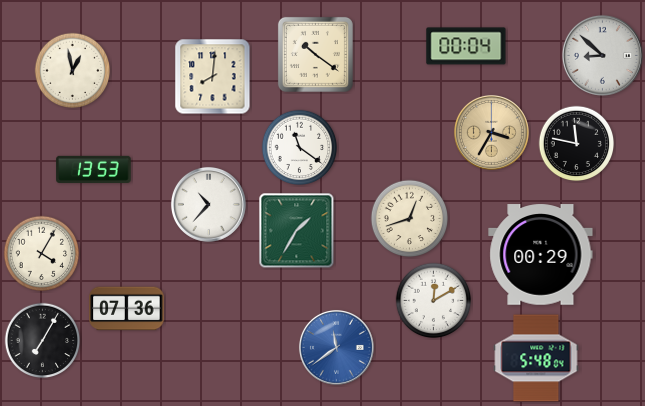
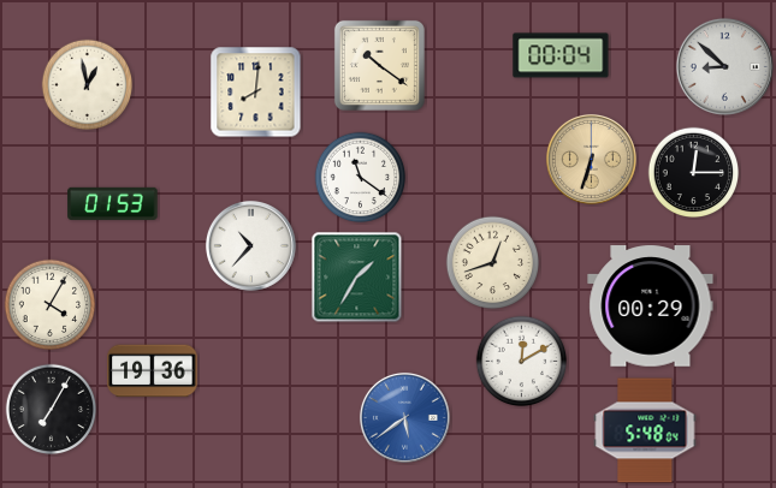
clock at (491, 132): 3:35 -> 6:33
clock at (577, 144): 11:47 -> 12:15
clock at (94, 169): 13:53 -> 01:53
clock at (127, 309): 07:36 -> 19:36
clock at (336, 347): 11:39 -> 5:39
